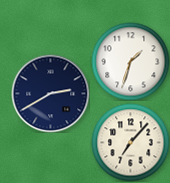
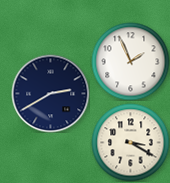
clock at (130, 61): 1:33 -> 1:56
clock at (130, 142): 7:07 -> 3:20
